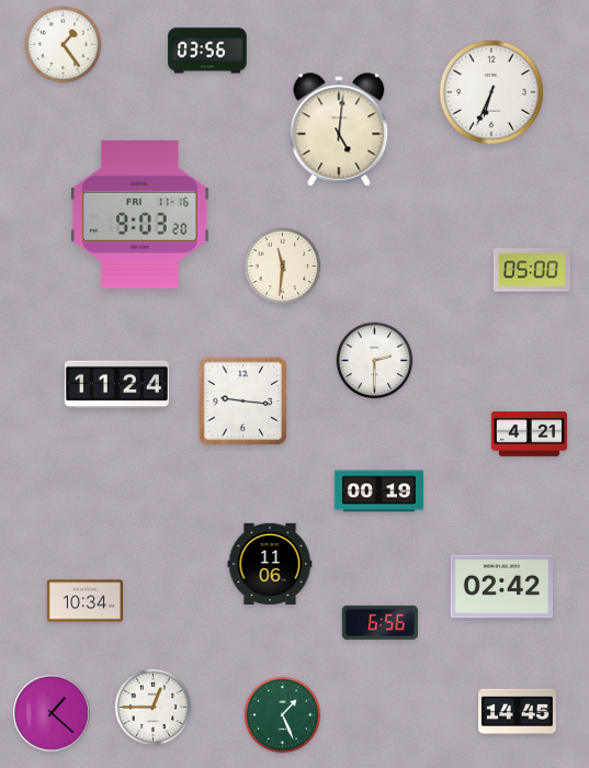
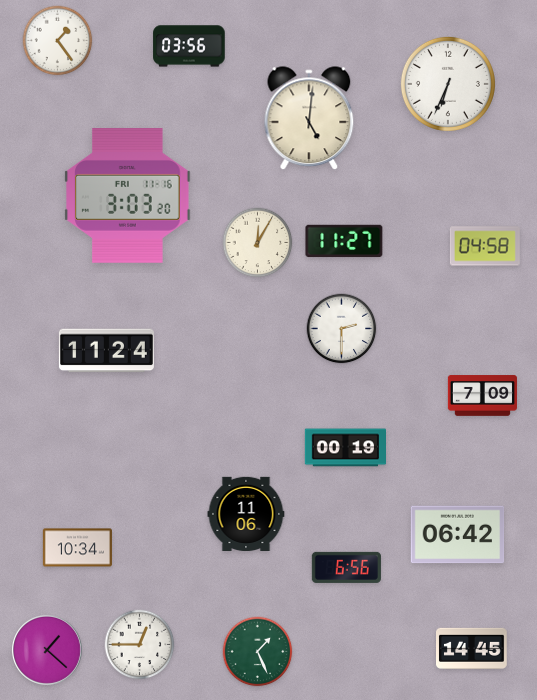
clock at (140, 215): 9:03 -> 3:03
clock at (344, 241): none -> 11:27
clock at (283, 267): 11:31 -> 12:05
clock at (532, 270): 05:00 -> 04:58
clock at (243, 402): 9:16 -> none
clock at (529, 434): 4:21 -> 7:09
clock at (502, 587): 02:42 -> 06:42
